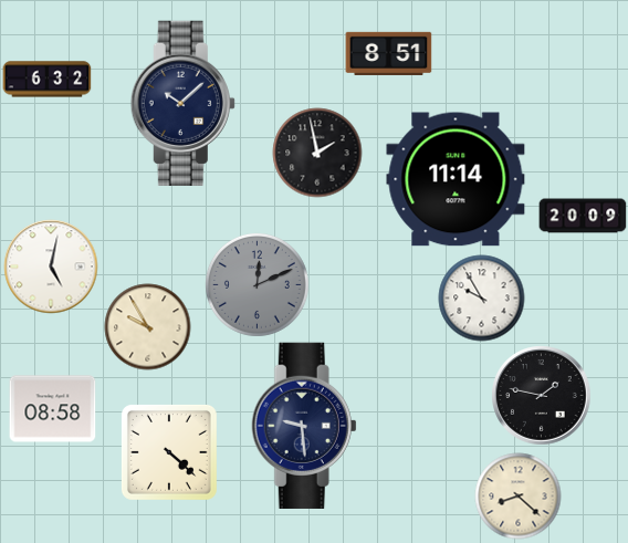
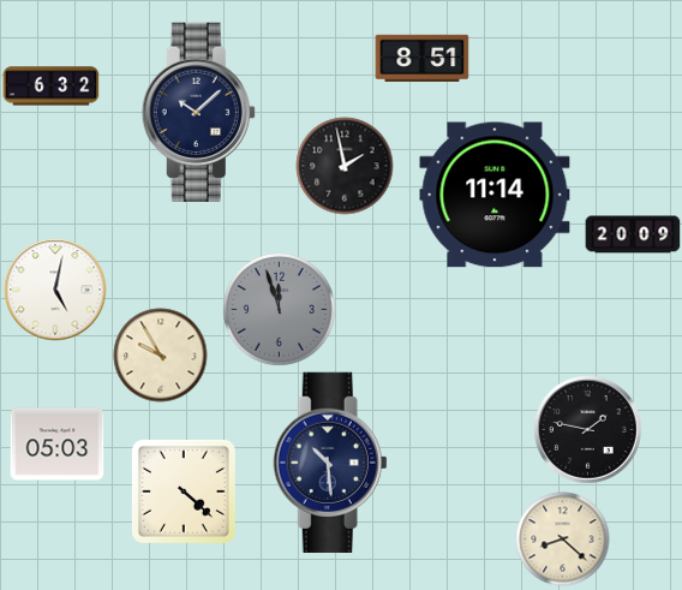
clock at (257, 284): 12:11 -> 11:57
clock at (481, 297): 9:55 -> none
clock at (52, 409): 08:58 -> 05:03
clock at (304, 425): 9:29 -> 10:29
